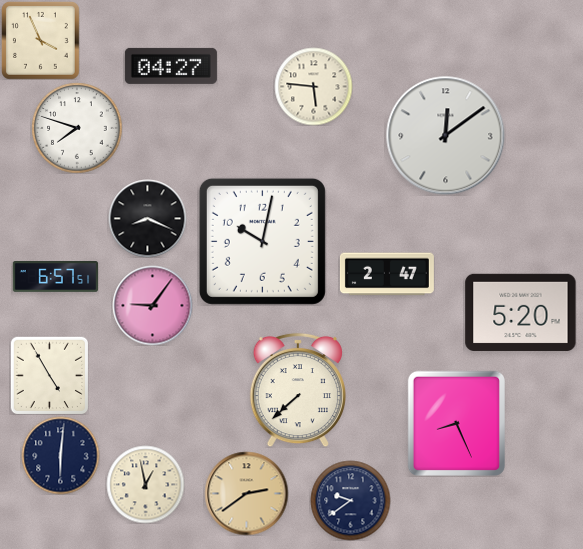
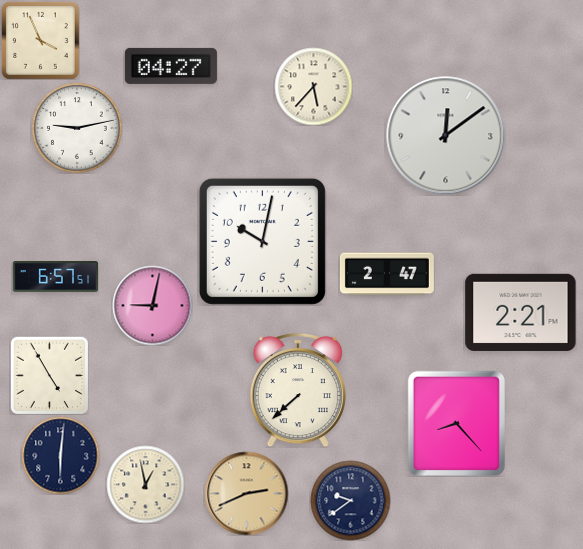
clock at (313, 86): 5:46 -> 5:37
clock at (77, 128): 7:48 -> 9:13
clock at (147, 218): 8:19 -> none
clock at (152, 305): 9:06 -> 9:02
clock at (521, 312): 5:20 -> 2:21
clock at (456, 423): 8:26 -> 8:23
clock at (246, 493): 2:39 -> 2:41
